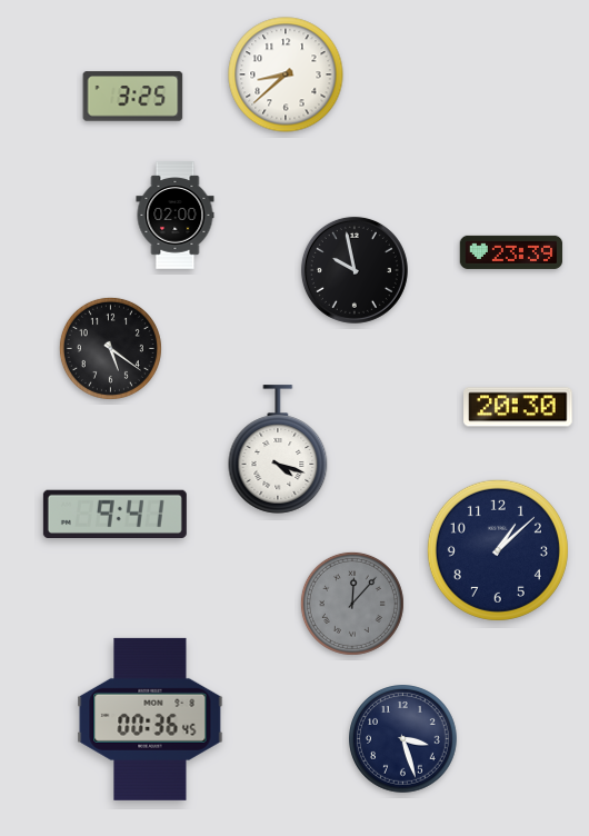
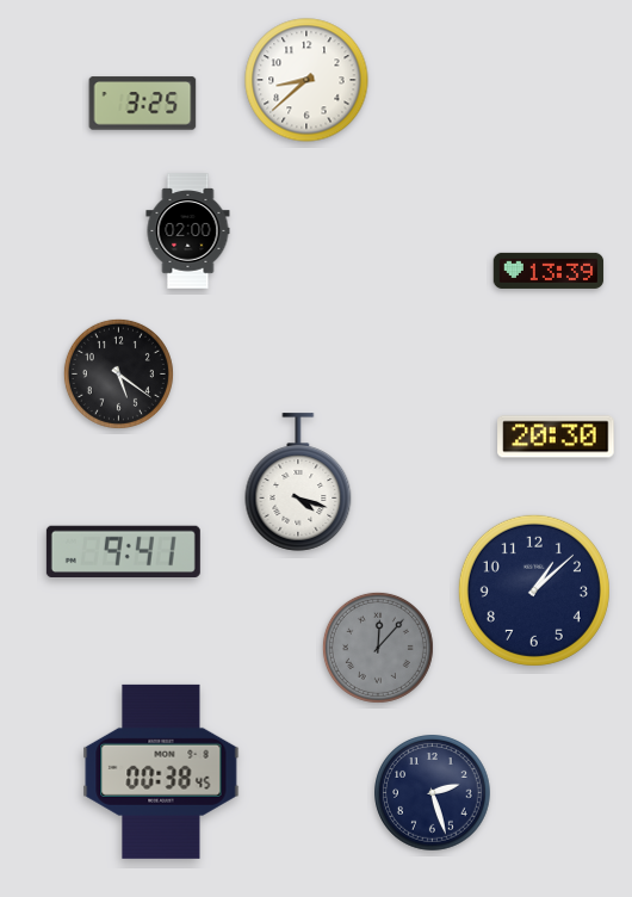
clock at (511, 252): 23:39 -> 13:39
clock at (355, 270): 9:58 -> none
clock at (150, 719): 00:36 -> 00:38
clock at (403, 739): 3:27 -> 2:27
